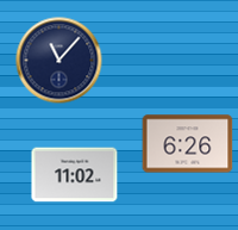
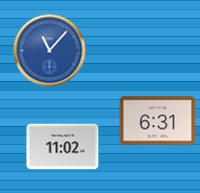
clock at (59, 61) dial: navy -> blue
clock at (188, 144): 6:26 -> 6:31
